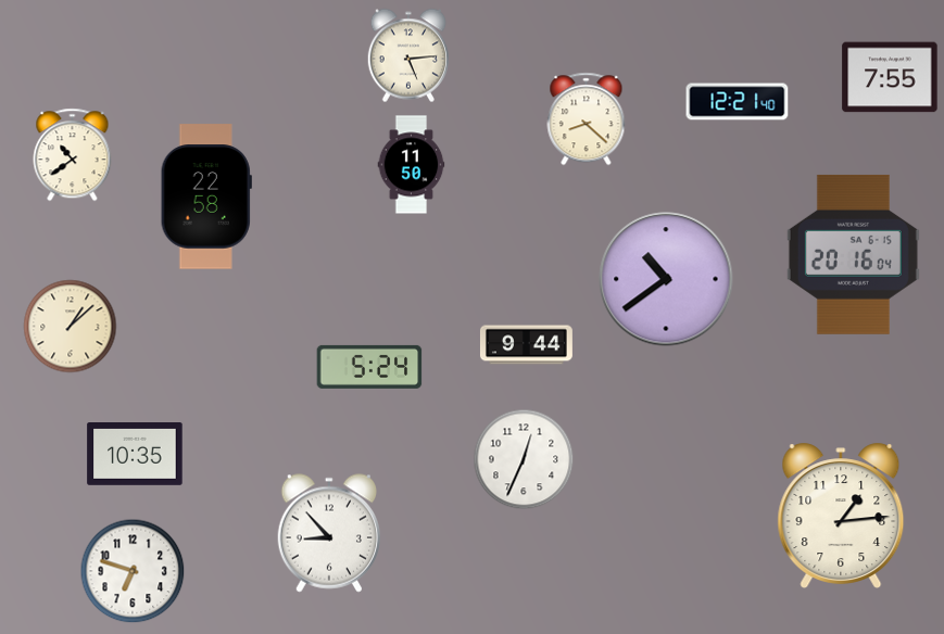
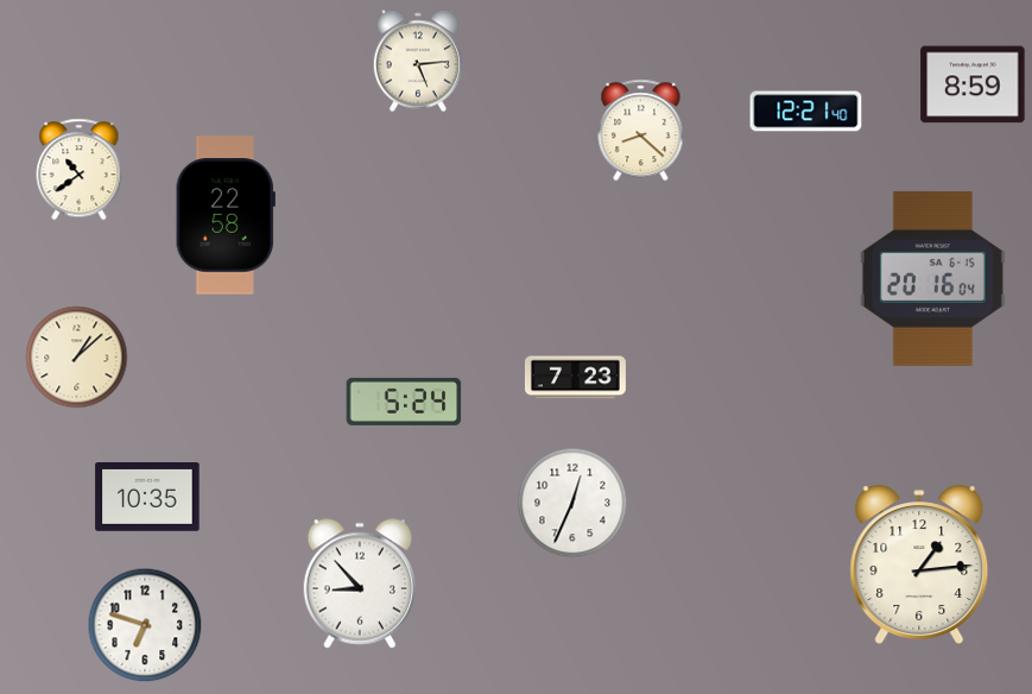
clock at (407, 55) position: (407, 55) -> (417, 61)
clock at (890, 77): 7:55 -> 8:59
clock at (412, 165): 11:50 -> none
clock at (666, 279): 10:39 -> none
clock at (526, 345): 9:44 -> 7:23
